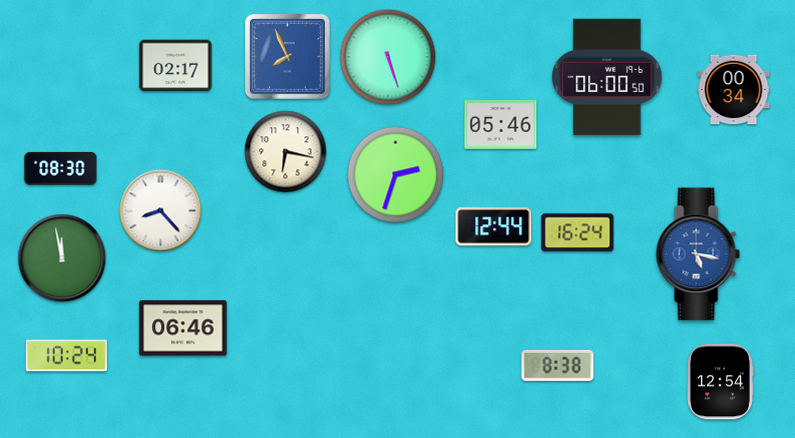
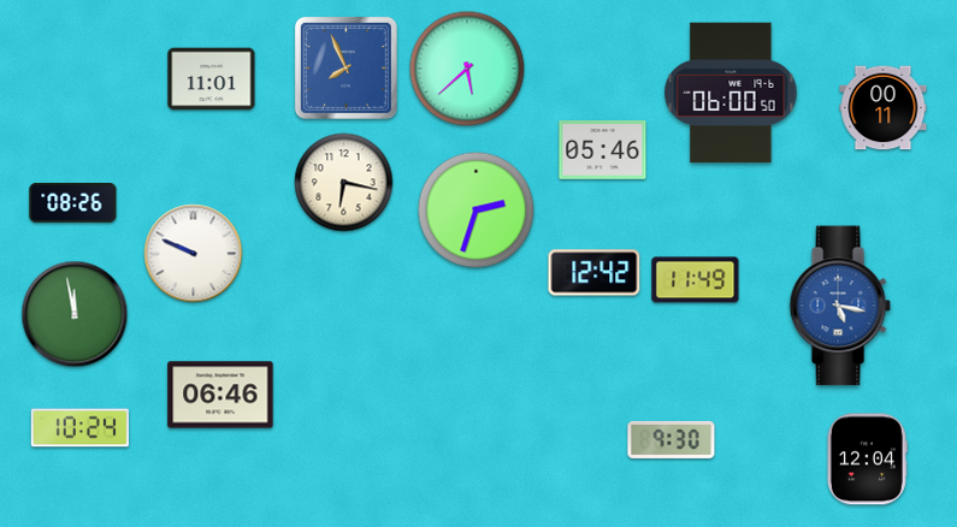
clock at (388, 57): 5:27 -> 5:38
clock at (176, 66): 02:17 -> 11:01
clock at (734, 90): 00:34 -> 00:11
clock at (61, 168): 08:30 -> 08:26
clock at (161, 211): 8:23 -> 9:49
clock at (494, 227): 12:44 -> 12:42
clock at (578, 233): 16:24 -> 11:49
clock at (62, 258) position: (62, 258) -> (75, 314)
clock at (558, 365): 8:38 -> 9:30
clock at (720, 382): 12:54 -> 12:04
